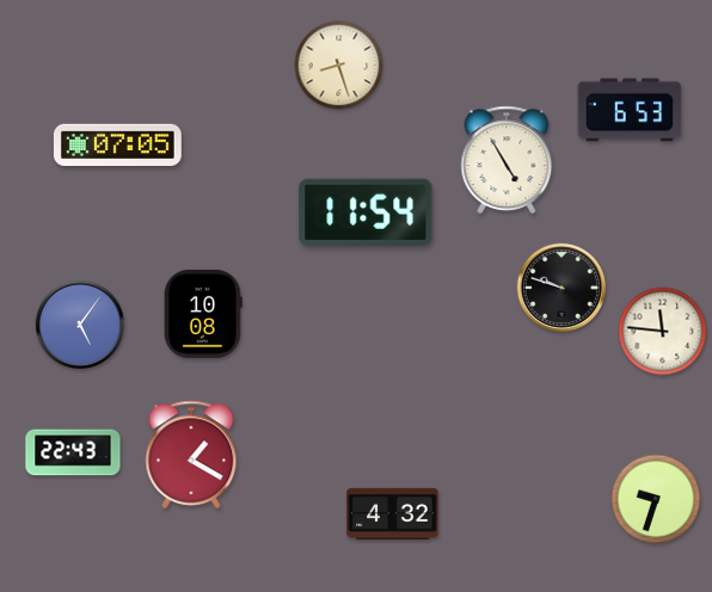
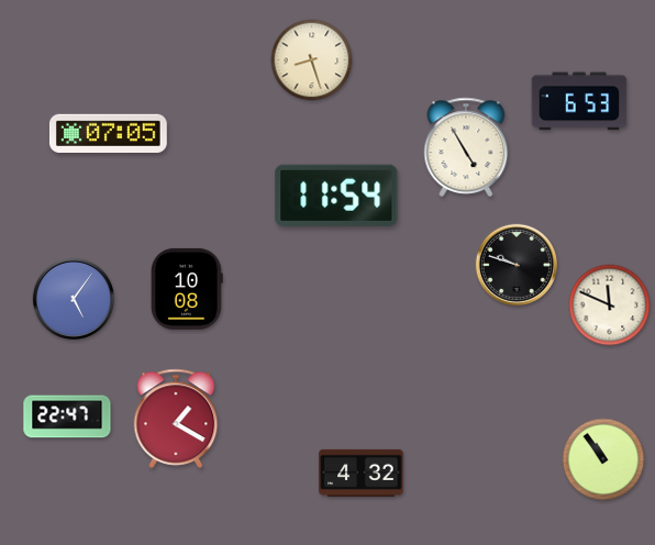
clock at (663, 332): 11:46 -> 11:49
clock at (73, 452): 22:43 -> 22:47
clock at (656, 499): 9:33 -> 10:54
